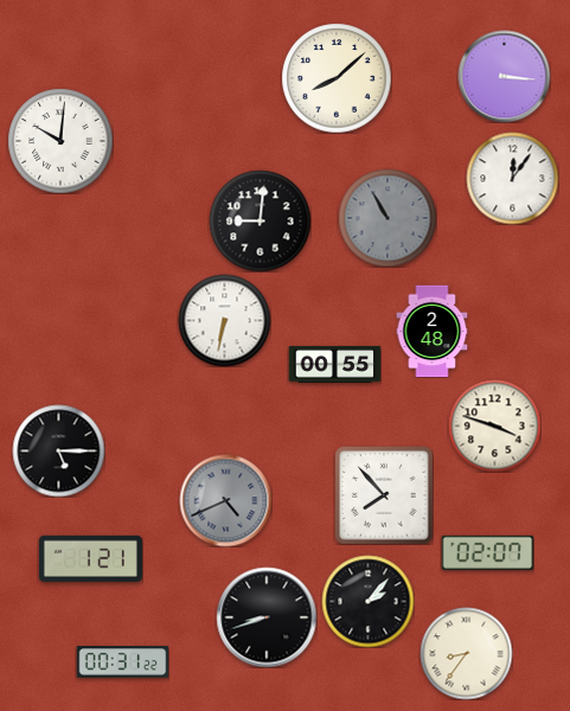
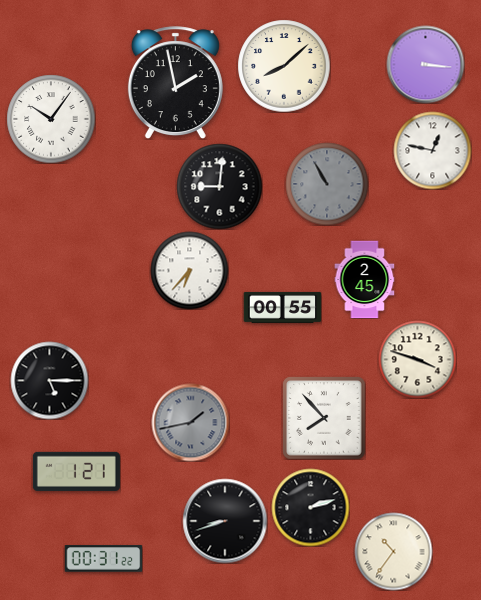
clock at (175, 83): none -> 1:58
clock at (60, 141): 10:01 -> 10:06
clock at (512, 178): 12:06 -> 12:47
clock at (224, 320): 6:32 -> 6:37
clock at (433, 331): 2:48 -> 2:45
clock at (225, 500): 4:41 -> 1:43
clock at (487, 552): 02:07 -> none
clock at (367, 601): 2:07 -> 2:12
clock at (466, 653): 8:36 -> 10:36
